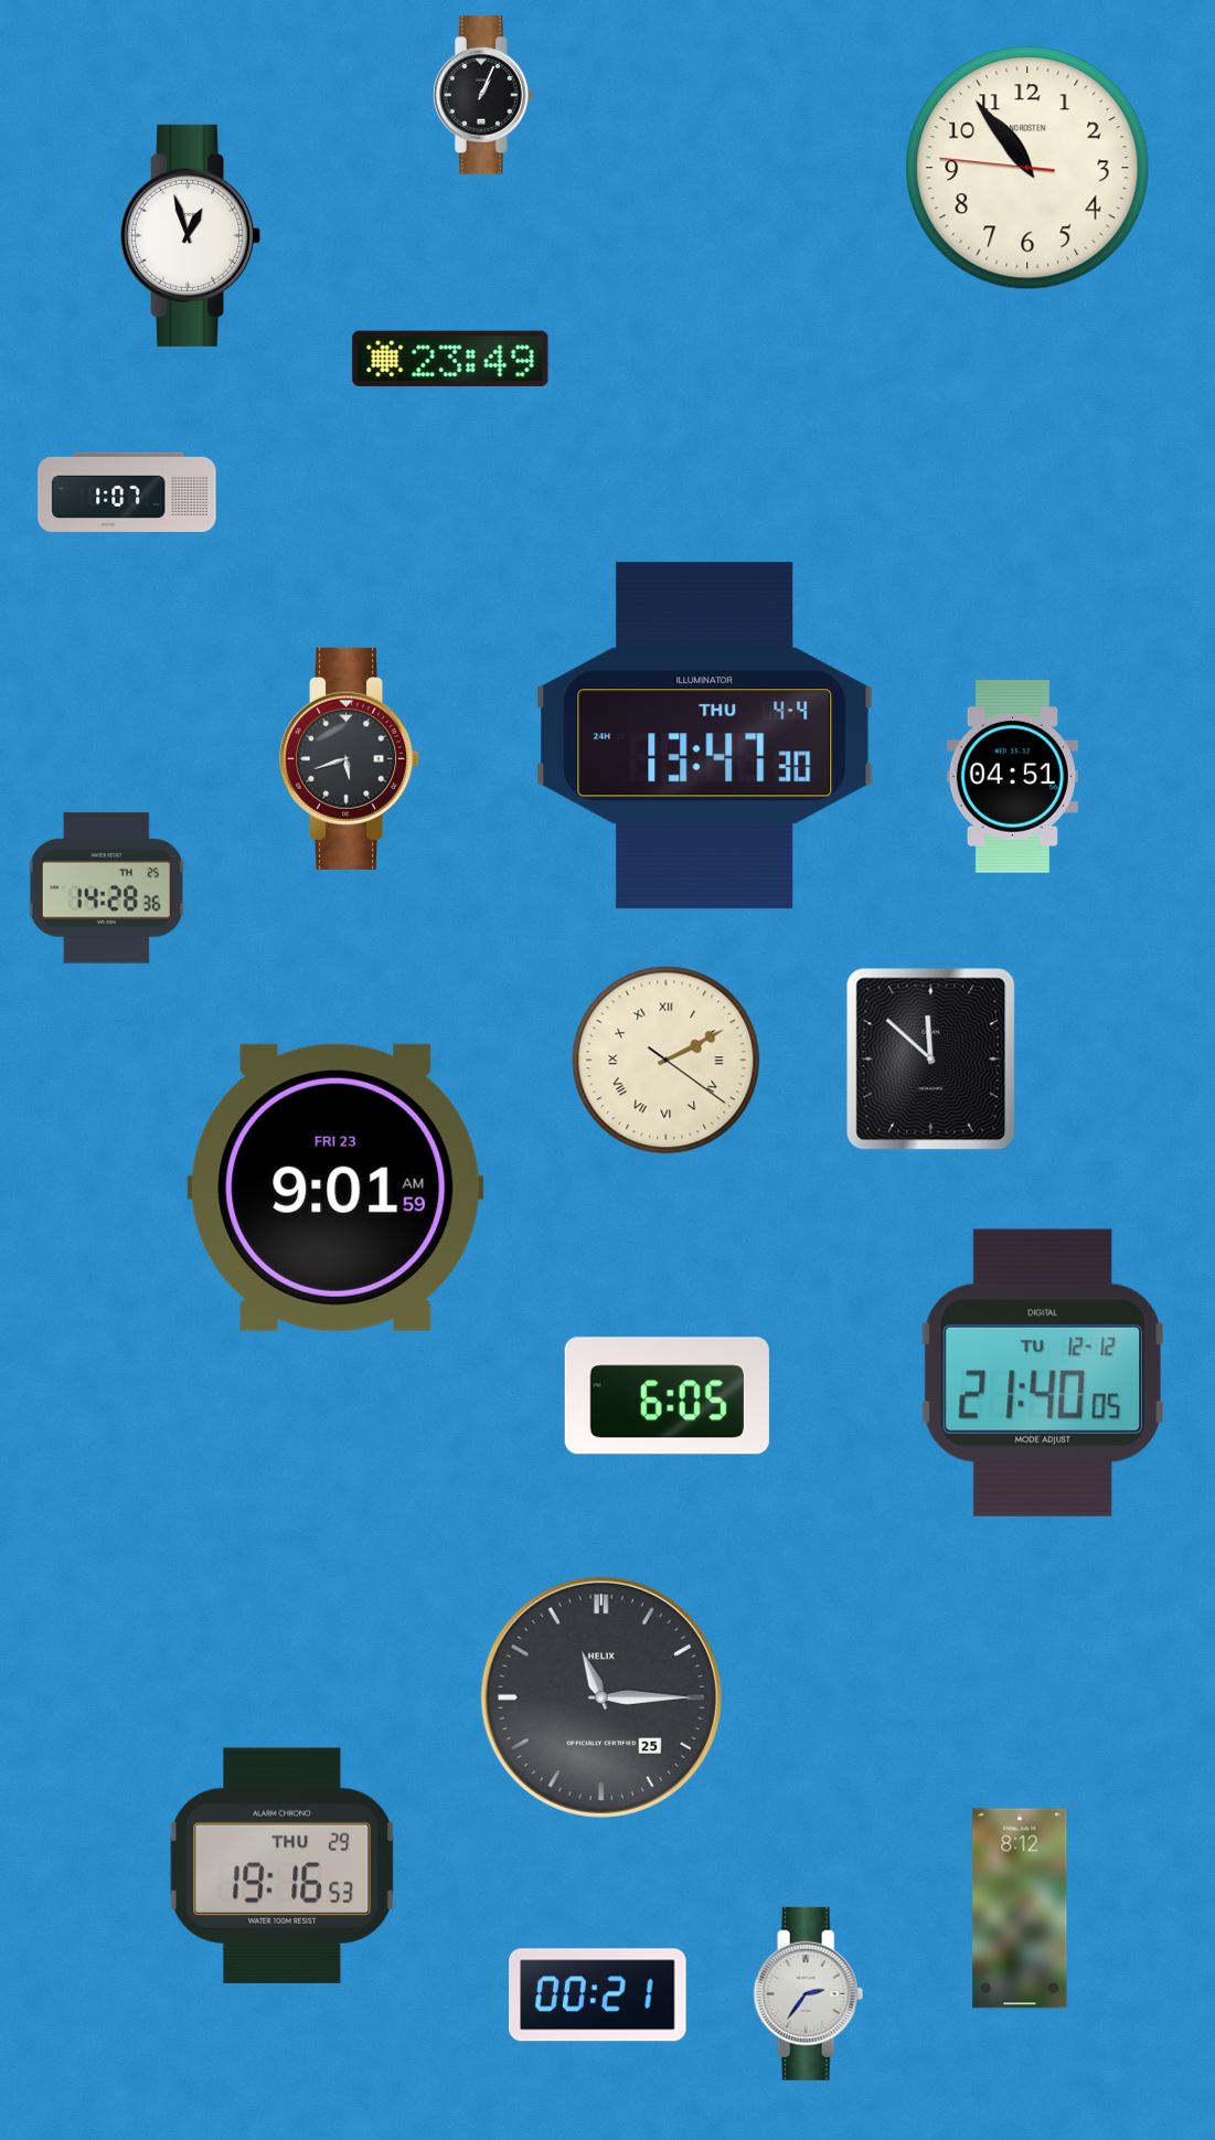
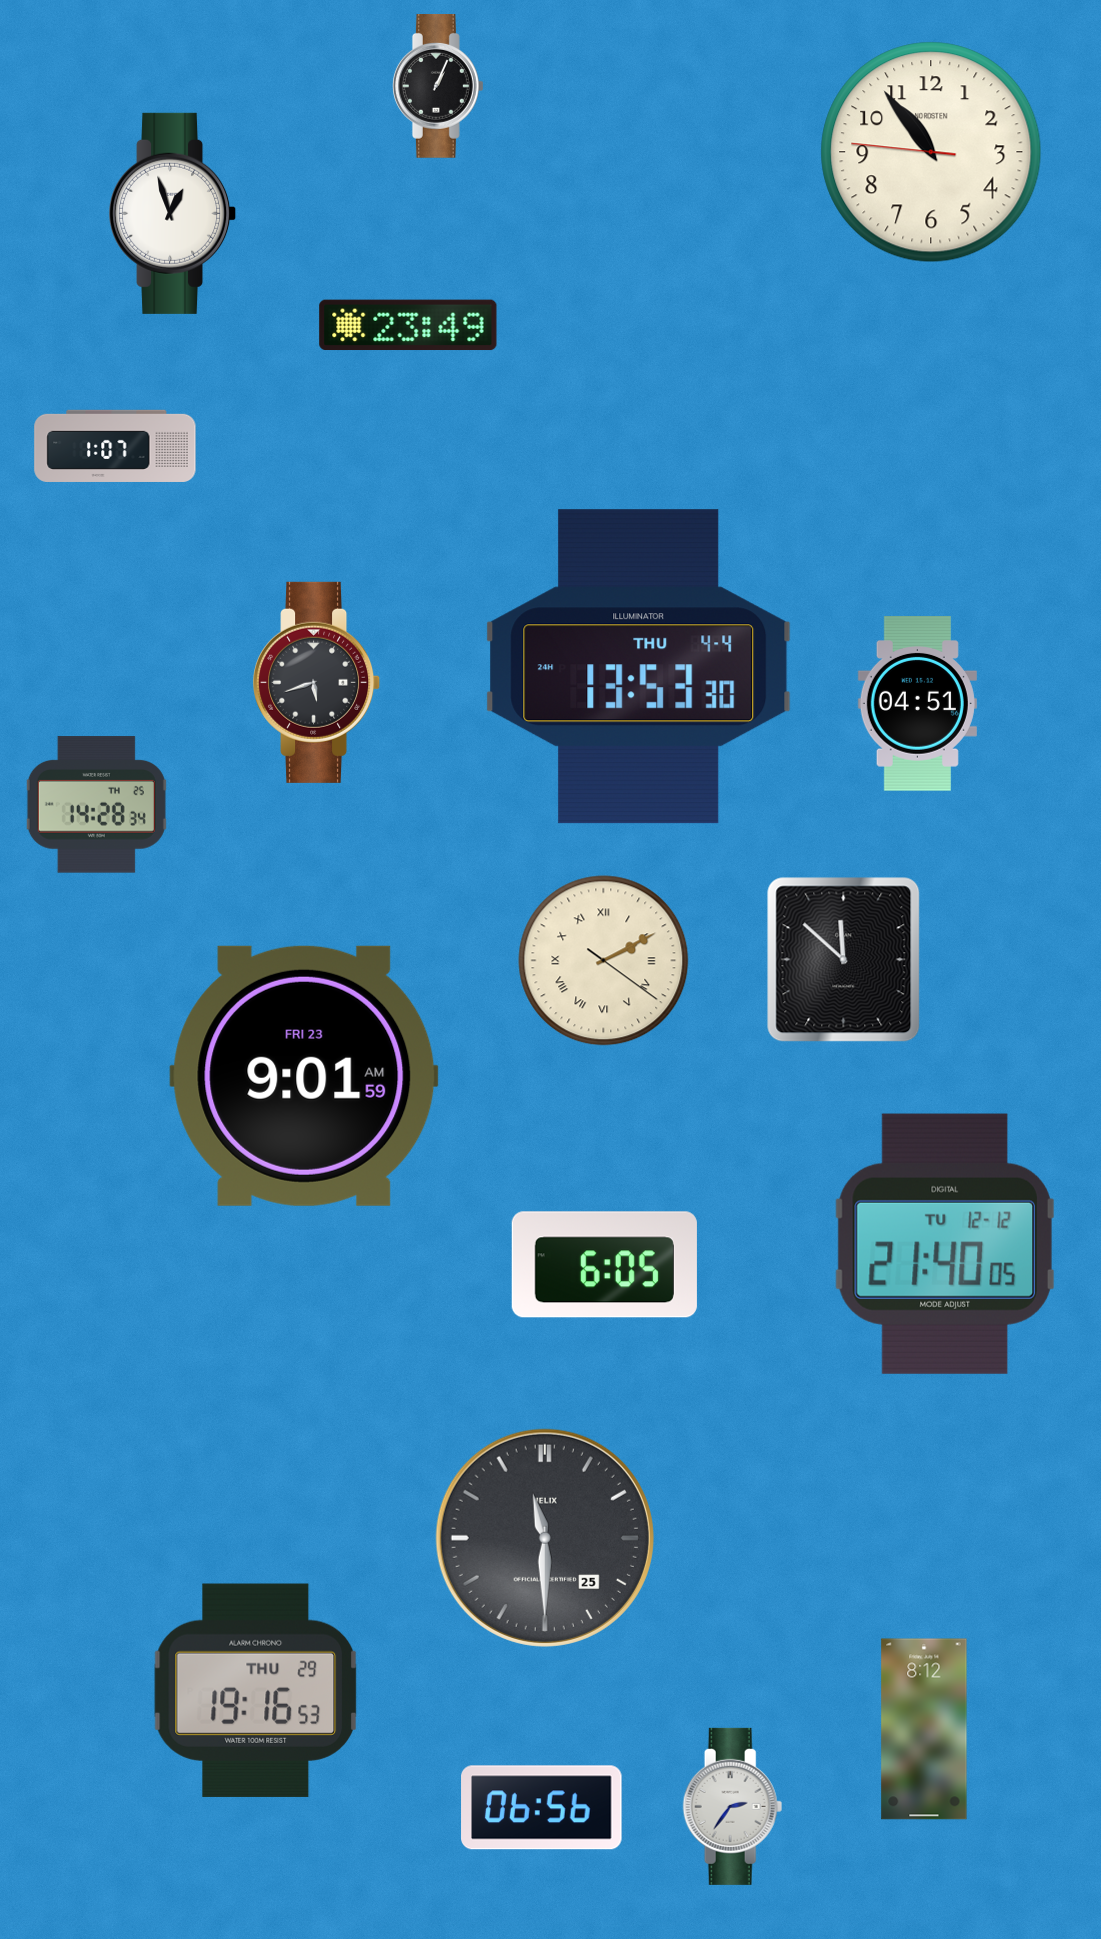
clock at (705, 736): 13:47 -> 13:53
clock at (350, 758) position: (350, 758) -> (317, 682)
clock at (106, 888): 14:28:36 -> 14:28:34
clock at (601, 1697): 11:15 -> 11:30
clock at (598, 1995): 00:21 -> 06:56
